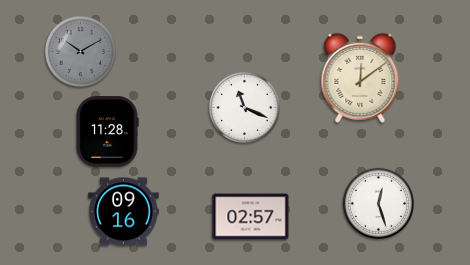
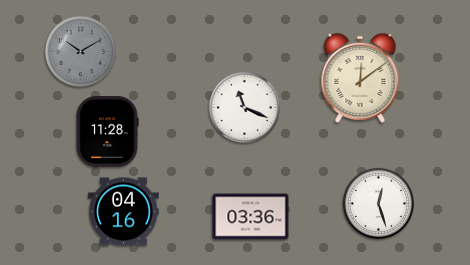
clock at (124, 212): 09:16 -> 04:16
clock at (251, 217): 02:57 -> 03:36
